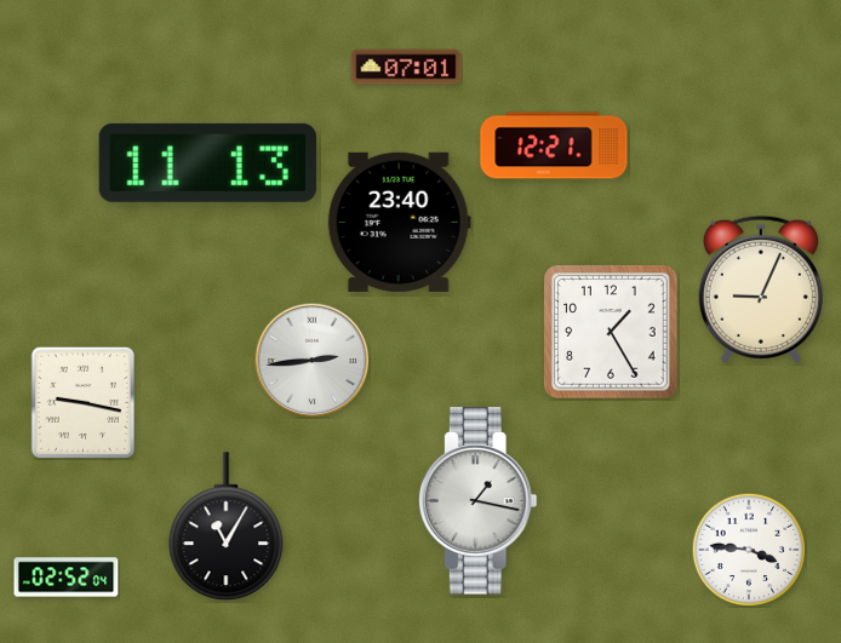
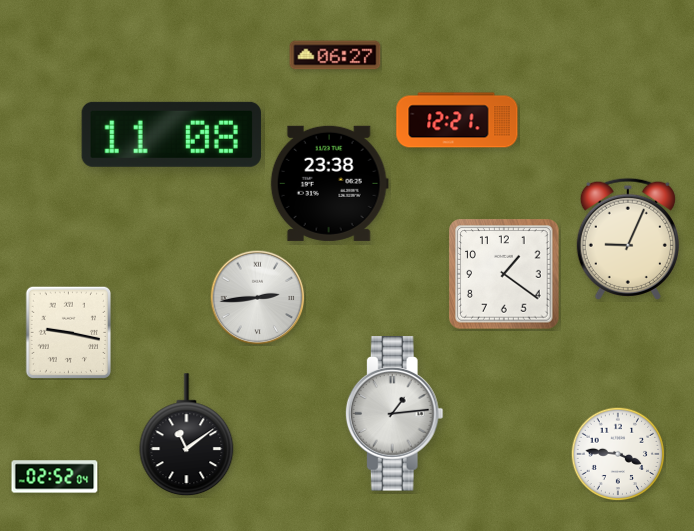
clock at (406, 67): 07:01 -> 06:27
clock at (207, 162): 11:13 -> 11:08
clock at (399, 222): 23:40 -> 23:38
clock at (611, 332): 1:25 -> 1:21
clock at (477, 501): 1:17 -> 1:14
clock at (227, 527): 11:05 -> 11:09
